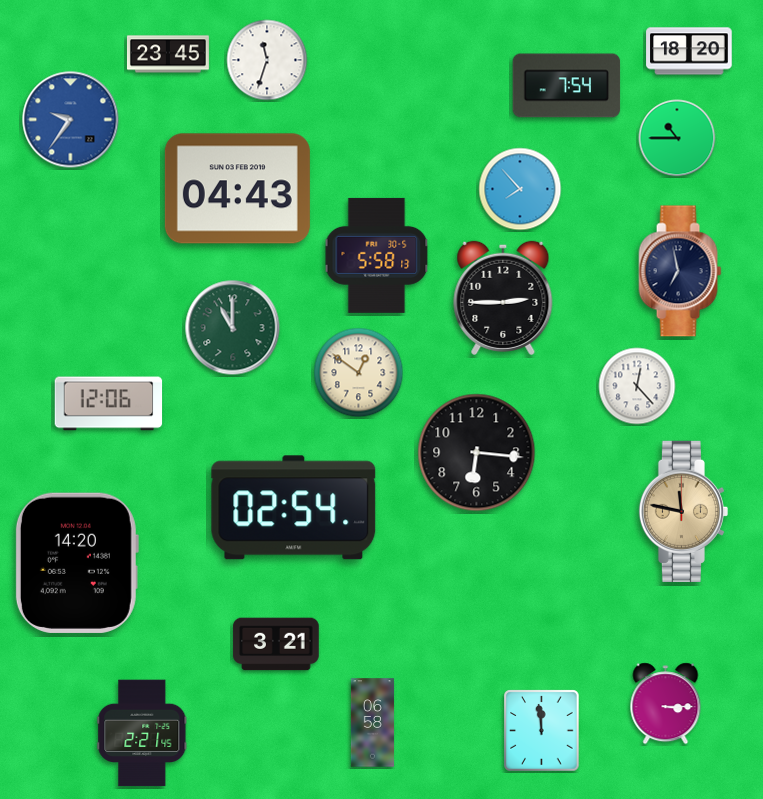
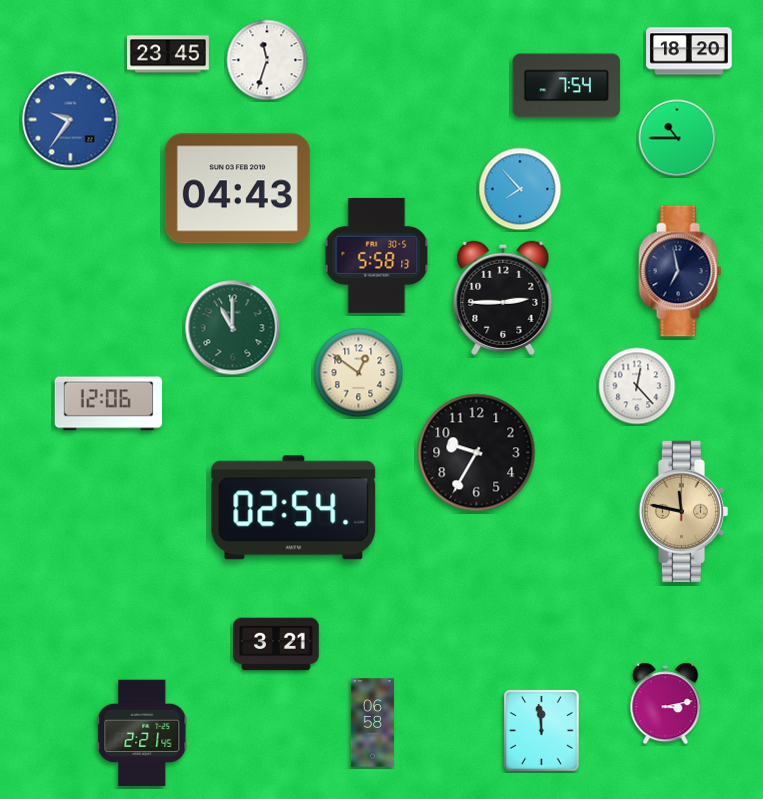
clock at (477, 453): 6:16 -> 9:35
clock at (77, 563): 14:20 -> none
clock at (666, 704): 3:15 -> 3:13
